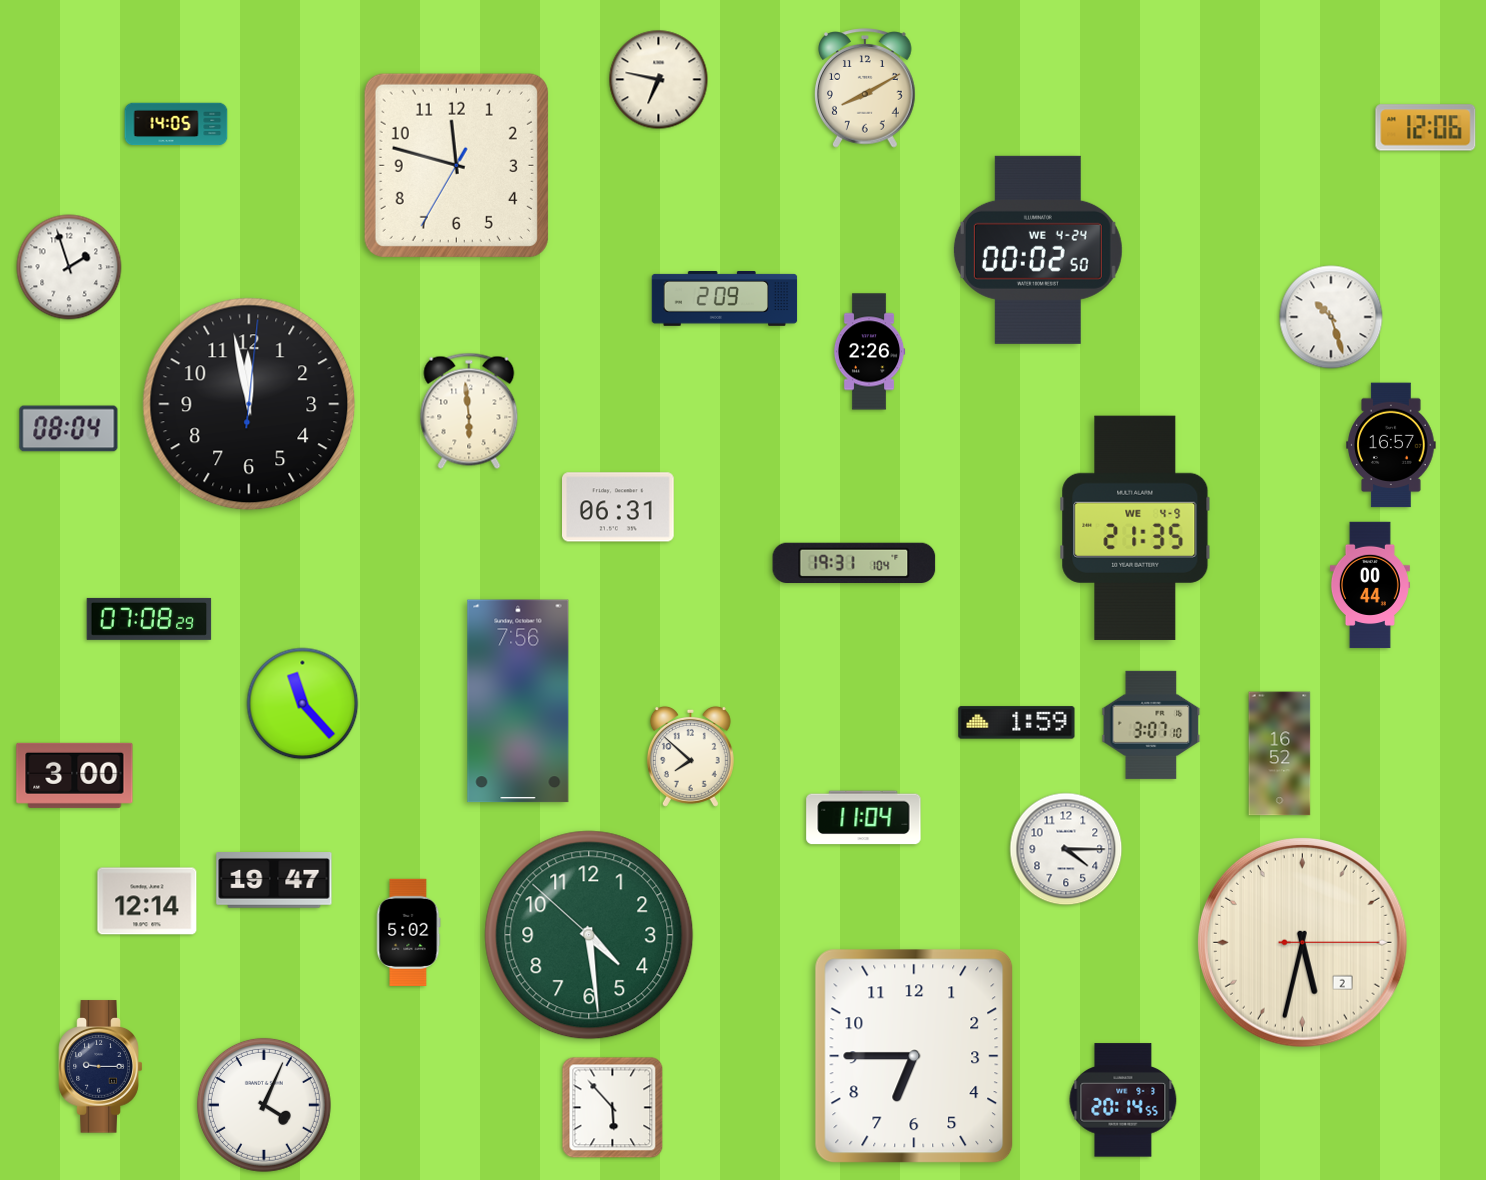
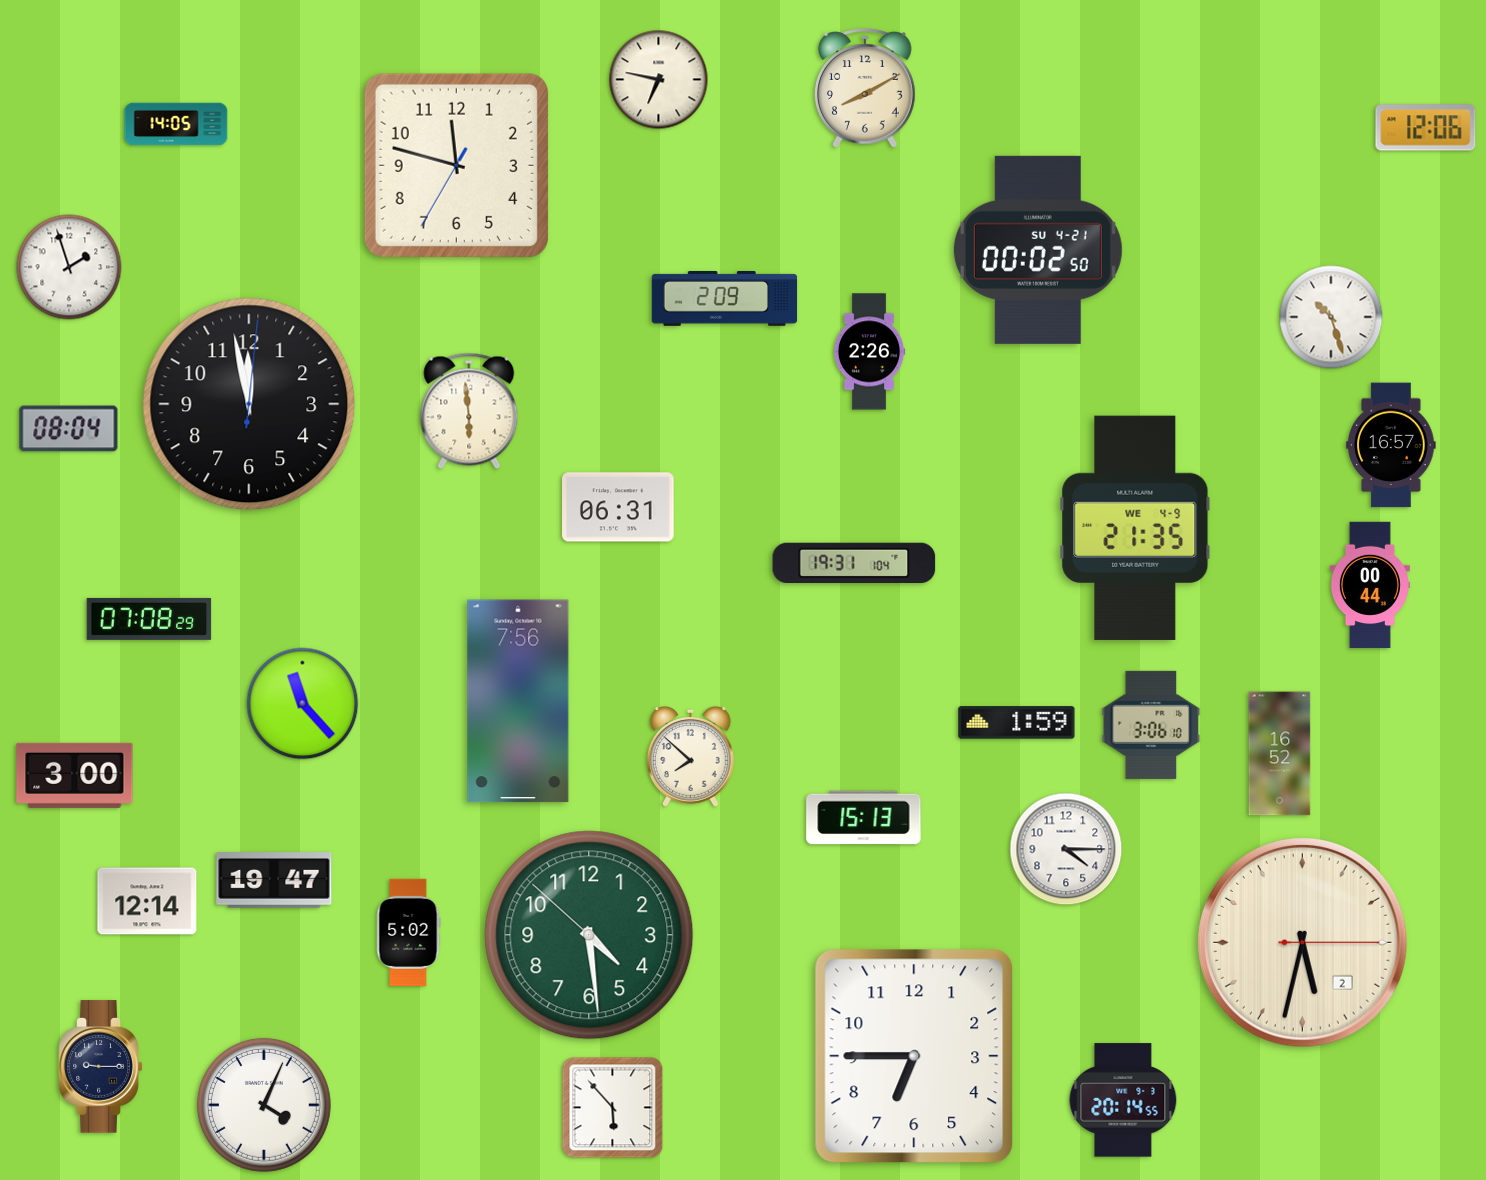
clock at (1038, 250) date: WE 4-24 -> SU 4-21
clock at (1151, 725): 3:07 -> 3:06
clock at (864, 818): 11:04 -> 15:13
